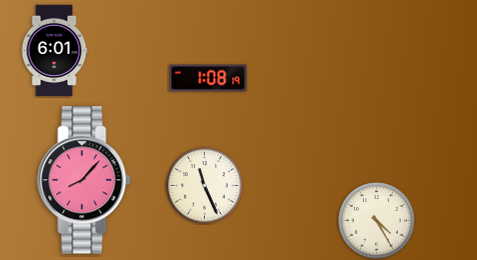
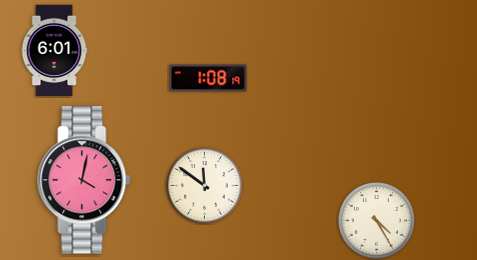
clock at (84, 180): 8:07 -> 4:02
clock at (205, 186): 11:26 -> 11:51
